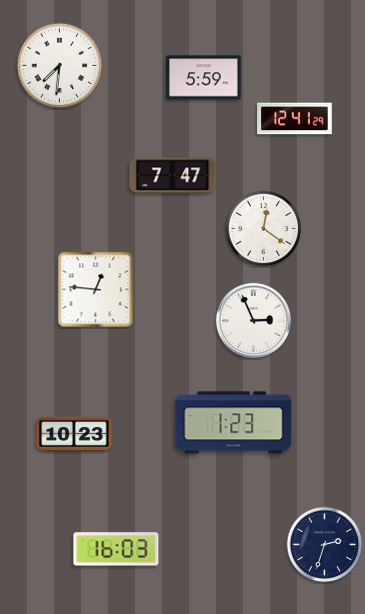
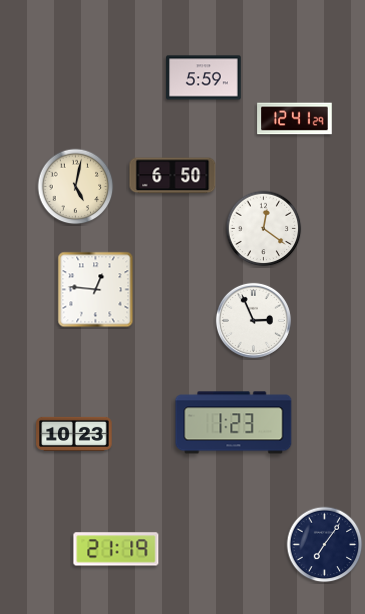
clock at (60, 66): 7:31 -> none
clock at (173, 176): 7:47 -> 6:50
clock at (76, 187): none -> 5:02
clock at (325, 545): 2:33 -> 7:06
clock at (116, 549): 16:03 -> 21:19
